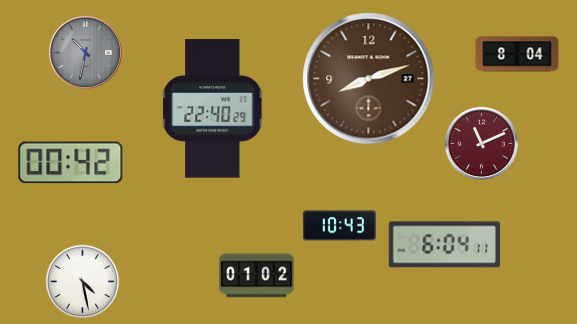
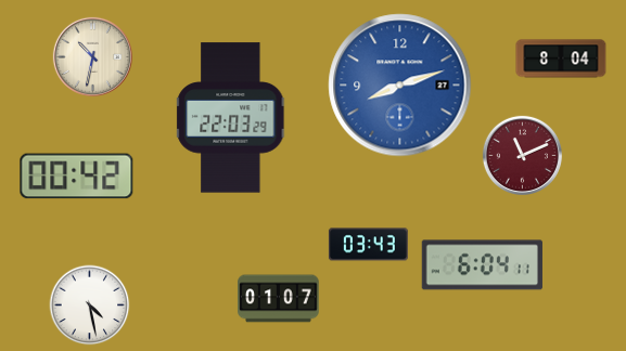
clock at (85, 52) dial: grey -> cream
clock at (369, 79) dial: brown -> blue
clock at (213, 109): 22:40 -> 22:03
clock at (339, 226): 10:43 -> 03:43
clock at (257, 276): 01:02 -> 01:07
